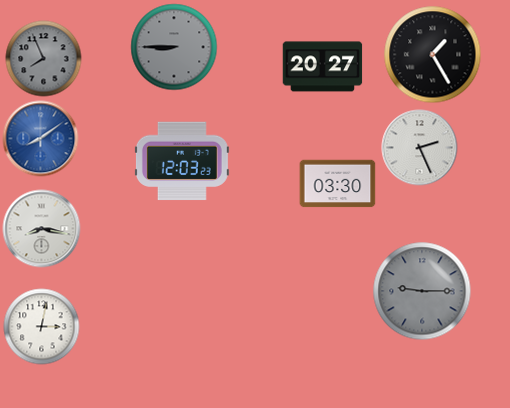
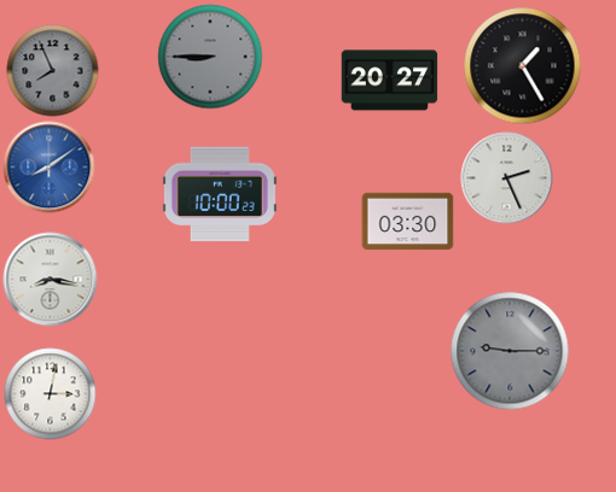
clock at (182, 161): 12:03 -> 10:00
clock at (42, 229) position: (42, 229) -> (51, 280)
